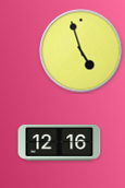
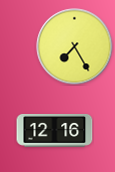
clock at (82, 51): 4:57 -> 7:25
